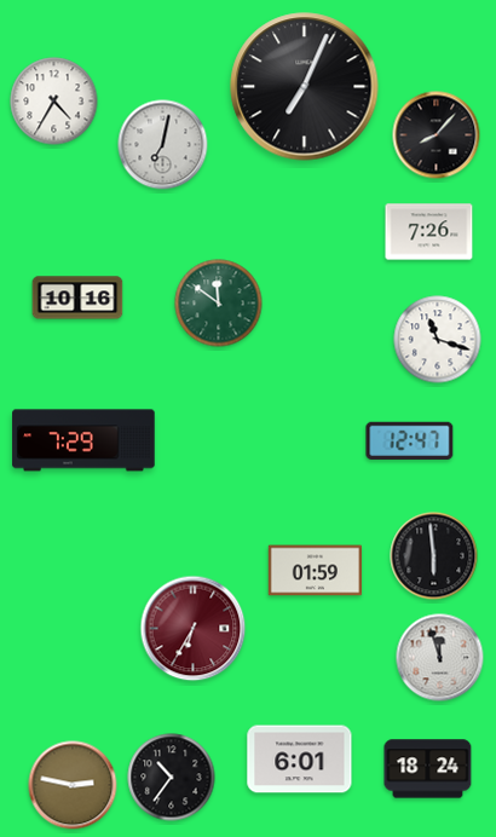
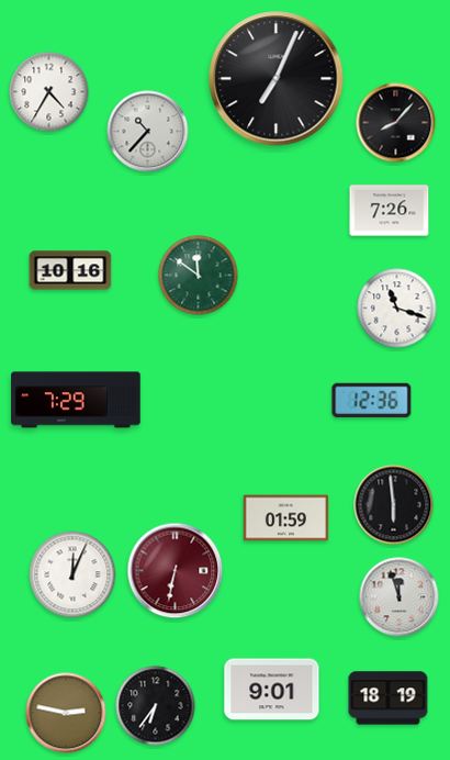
clock at (163, 145): 7:02 -> 10:37
clock at (410, 440): 12:47 -> 12:36
clock at (194, 629): 6:35 -> 6:32
clock at (72, 574): none -> 12:04
clock at (300, 760): 6:01 -> 9:01
clock at (428, 769): 18:24 -> 18:19
clock at (172, 778): 10:36 -> 6:36
